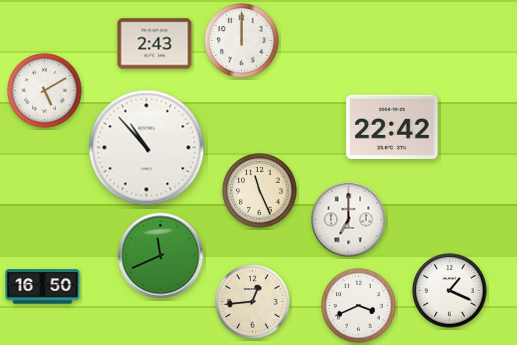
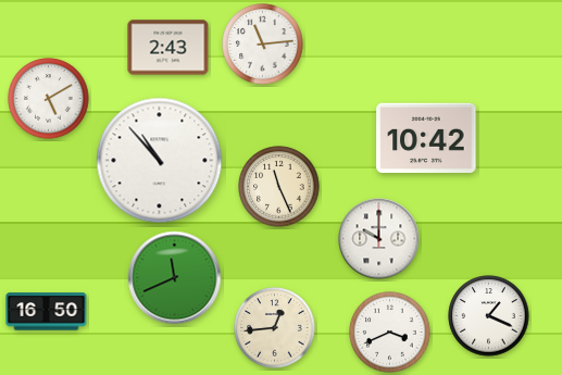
clock at (242, 41): 12:00 -> 11:14
clock at (392, 126): 22:42 -> 10:42
clock at (260, 191) position: (260, 191) -> (279, 187)
clock at (349, 220): 7:00 -> 10:00
